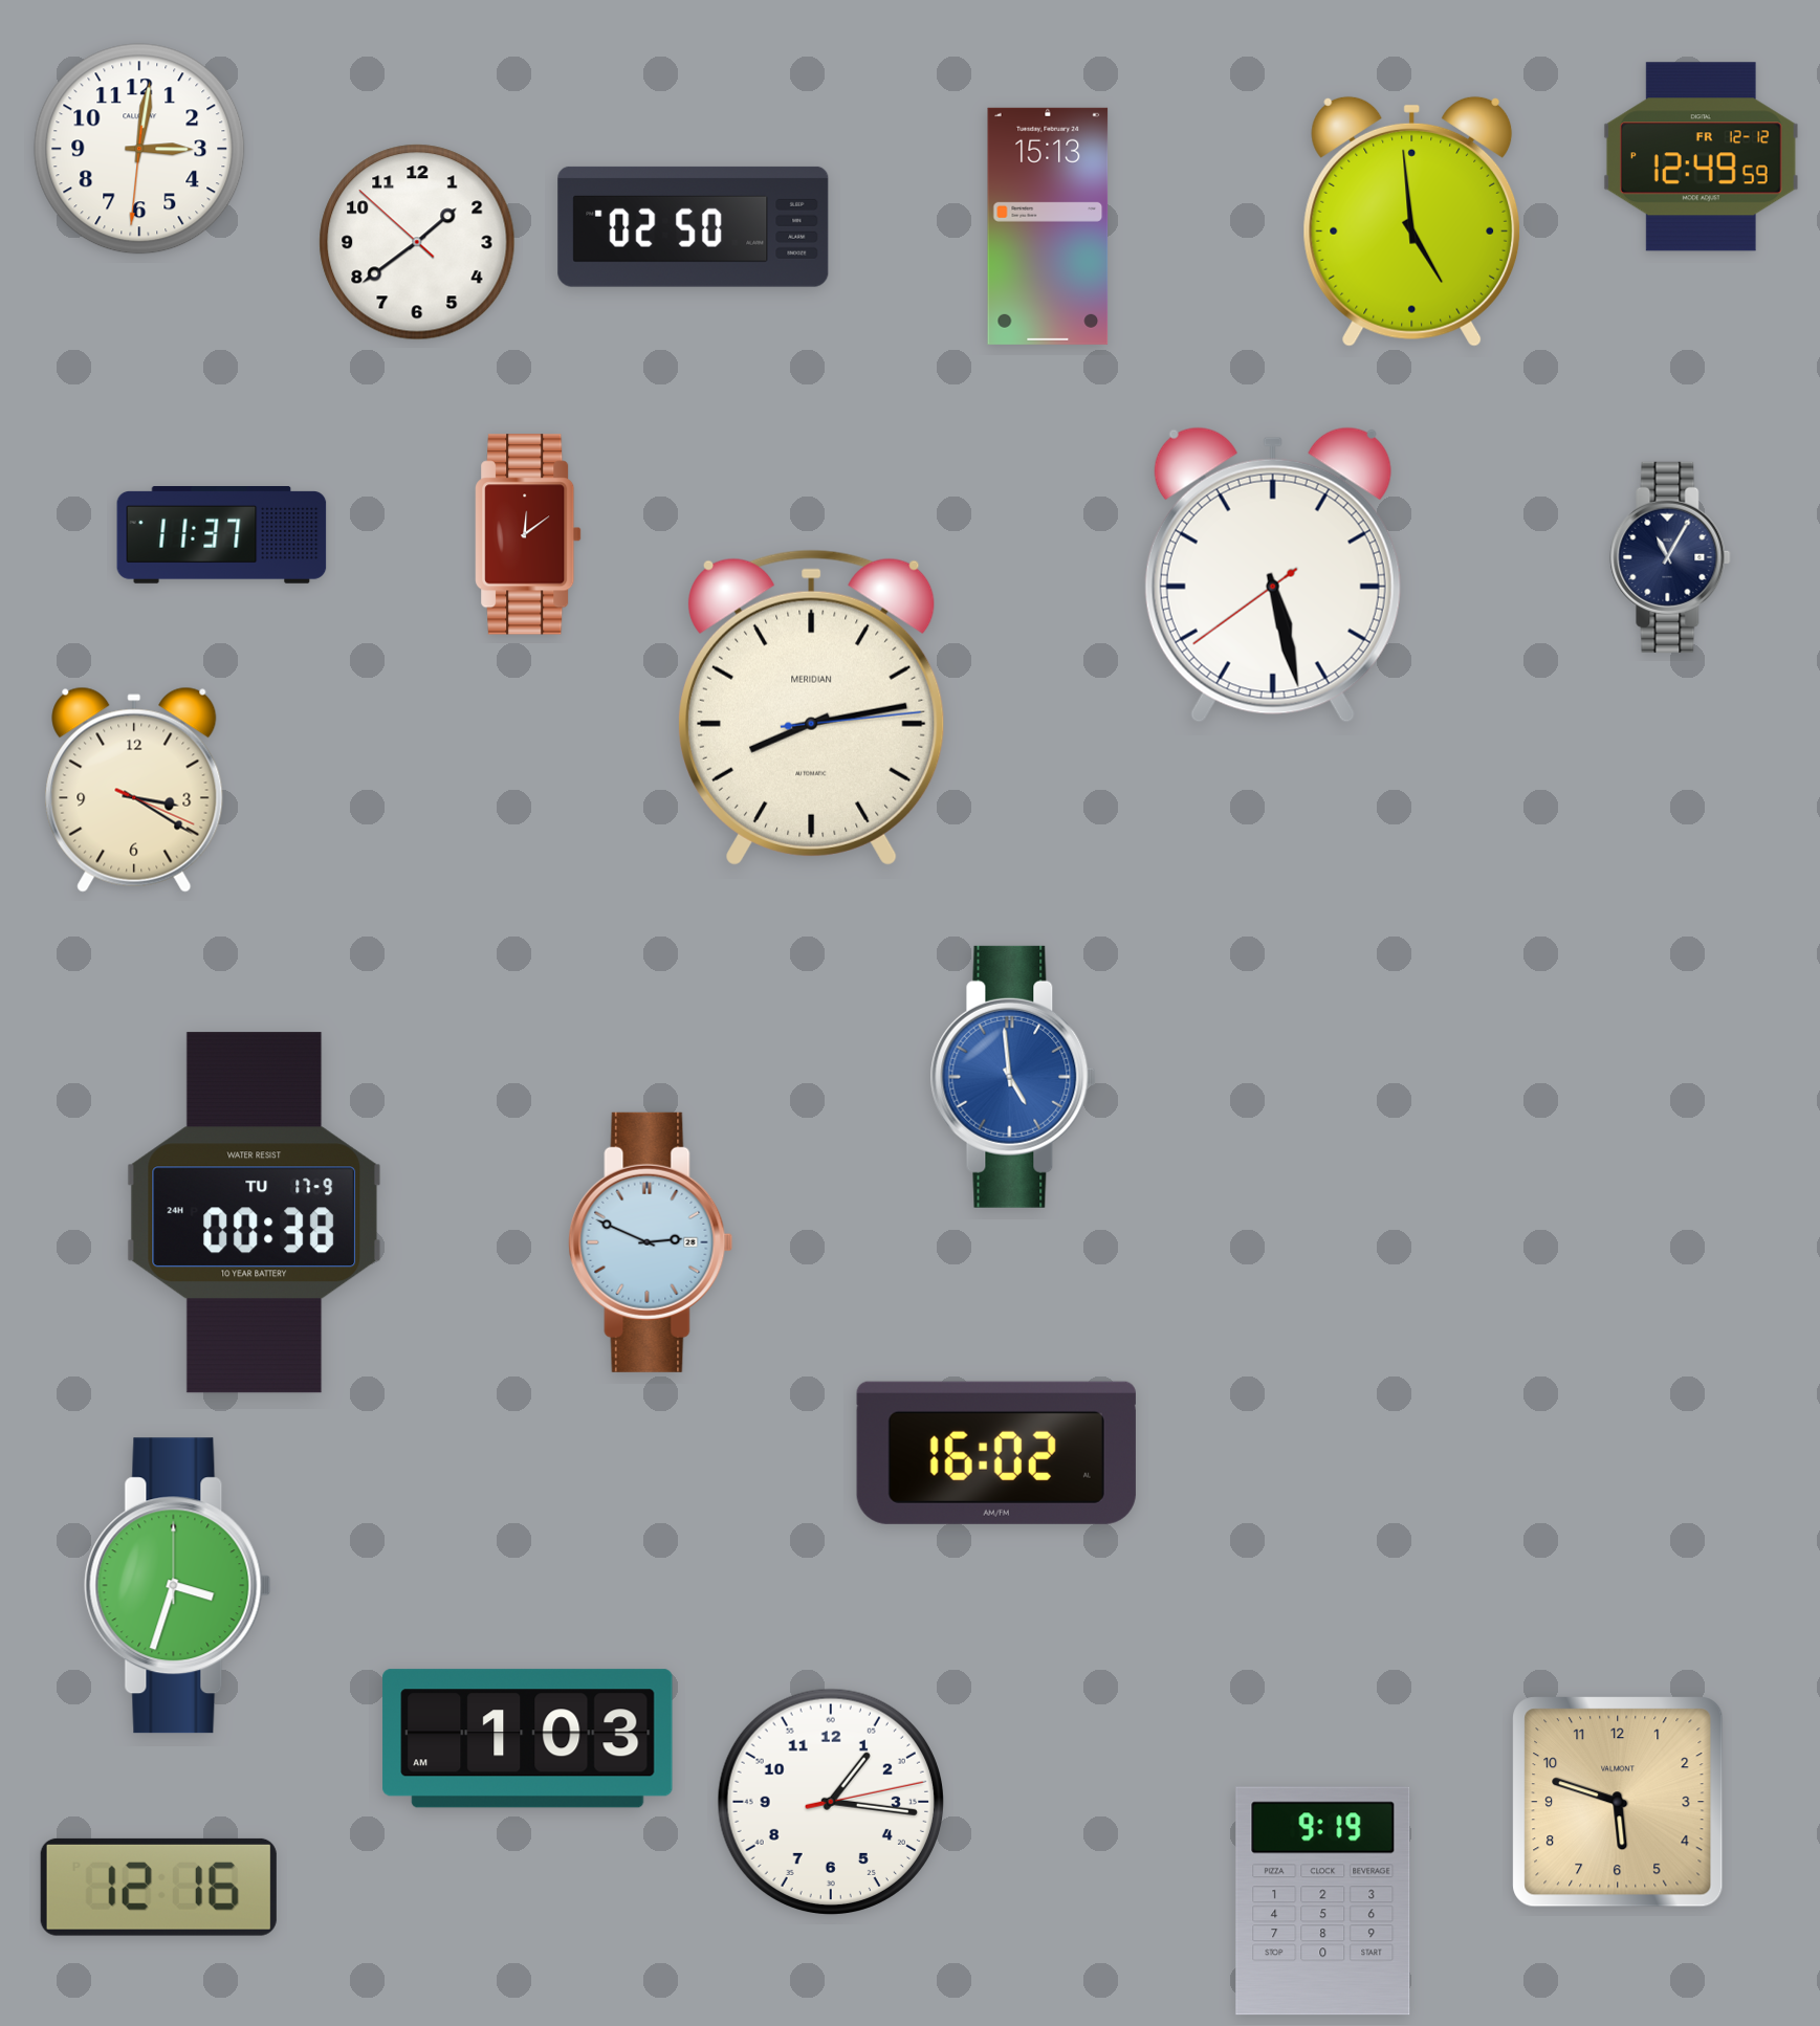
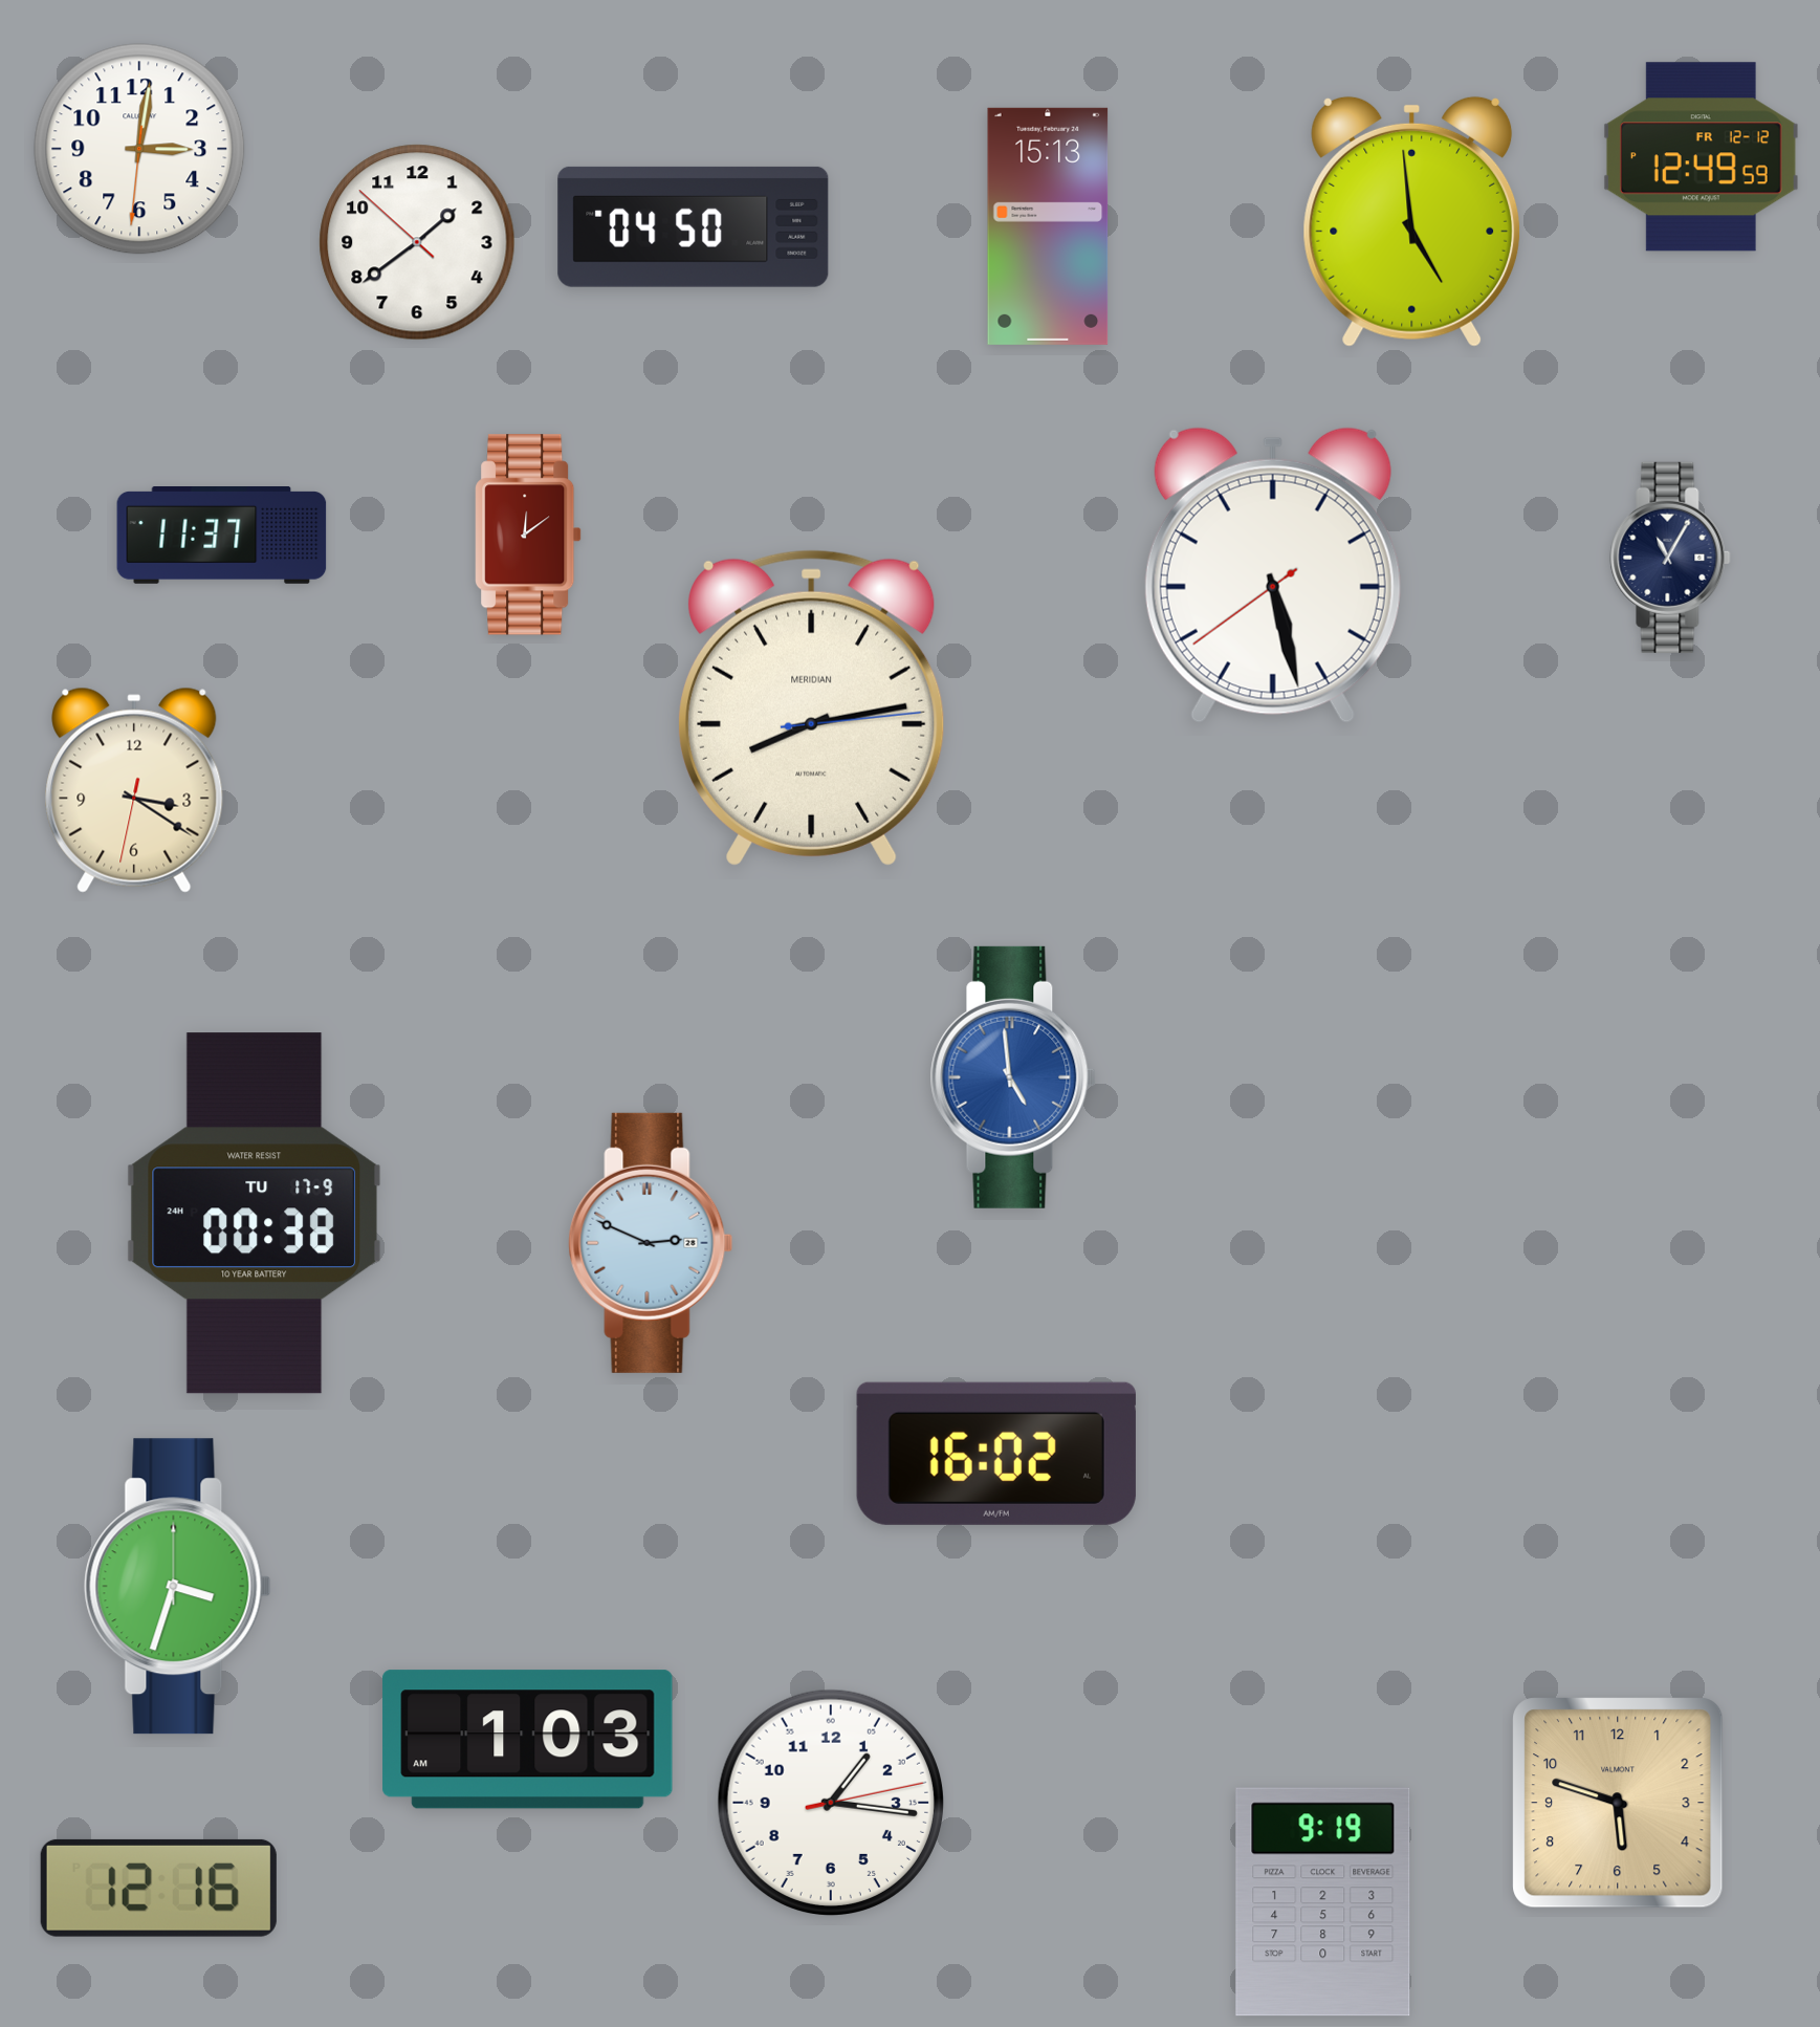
clock at (694, 226): 02:50 -> 04:50
clock at (134, 790): 3:20:19 -> 3:20:32
